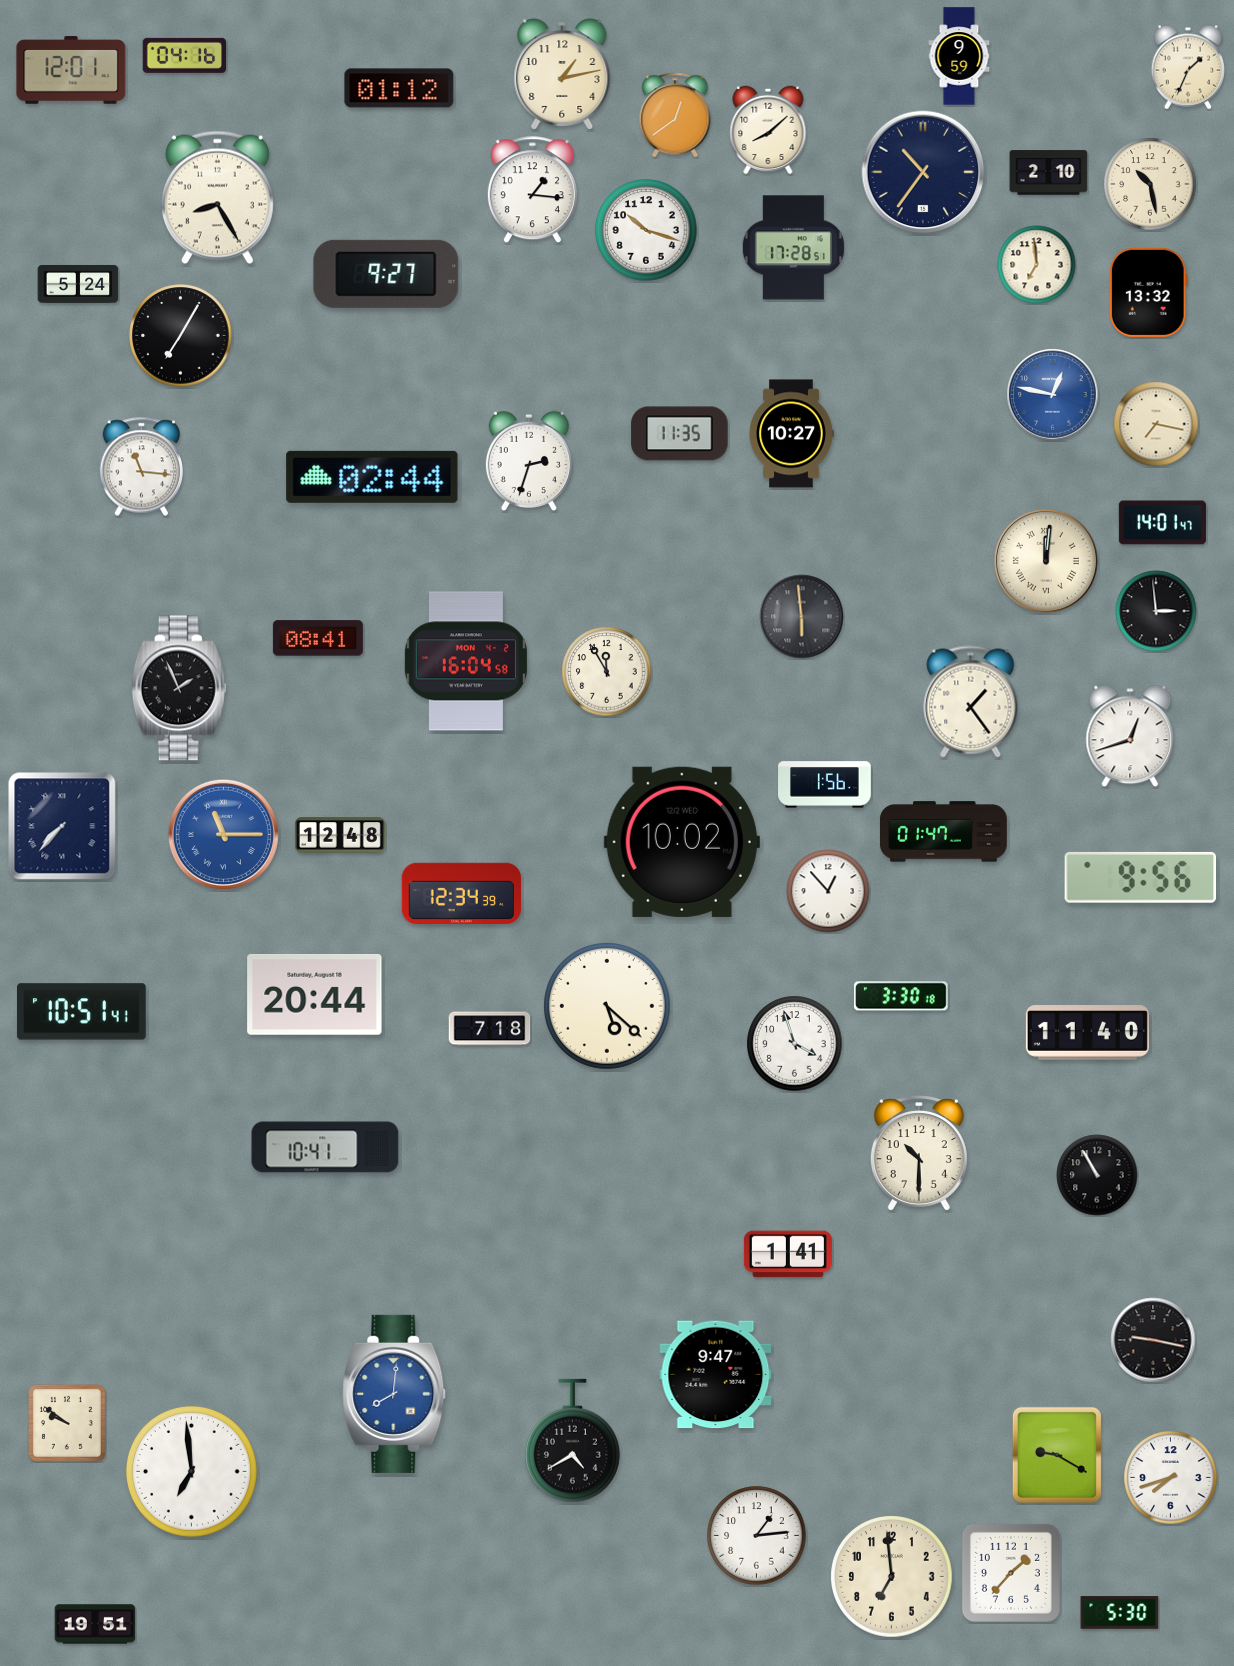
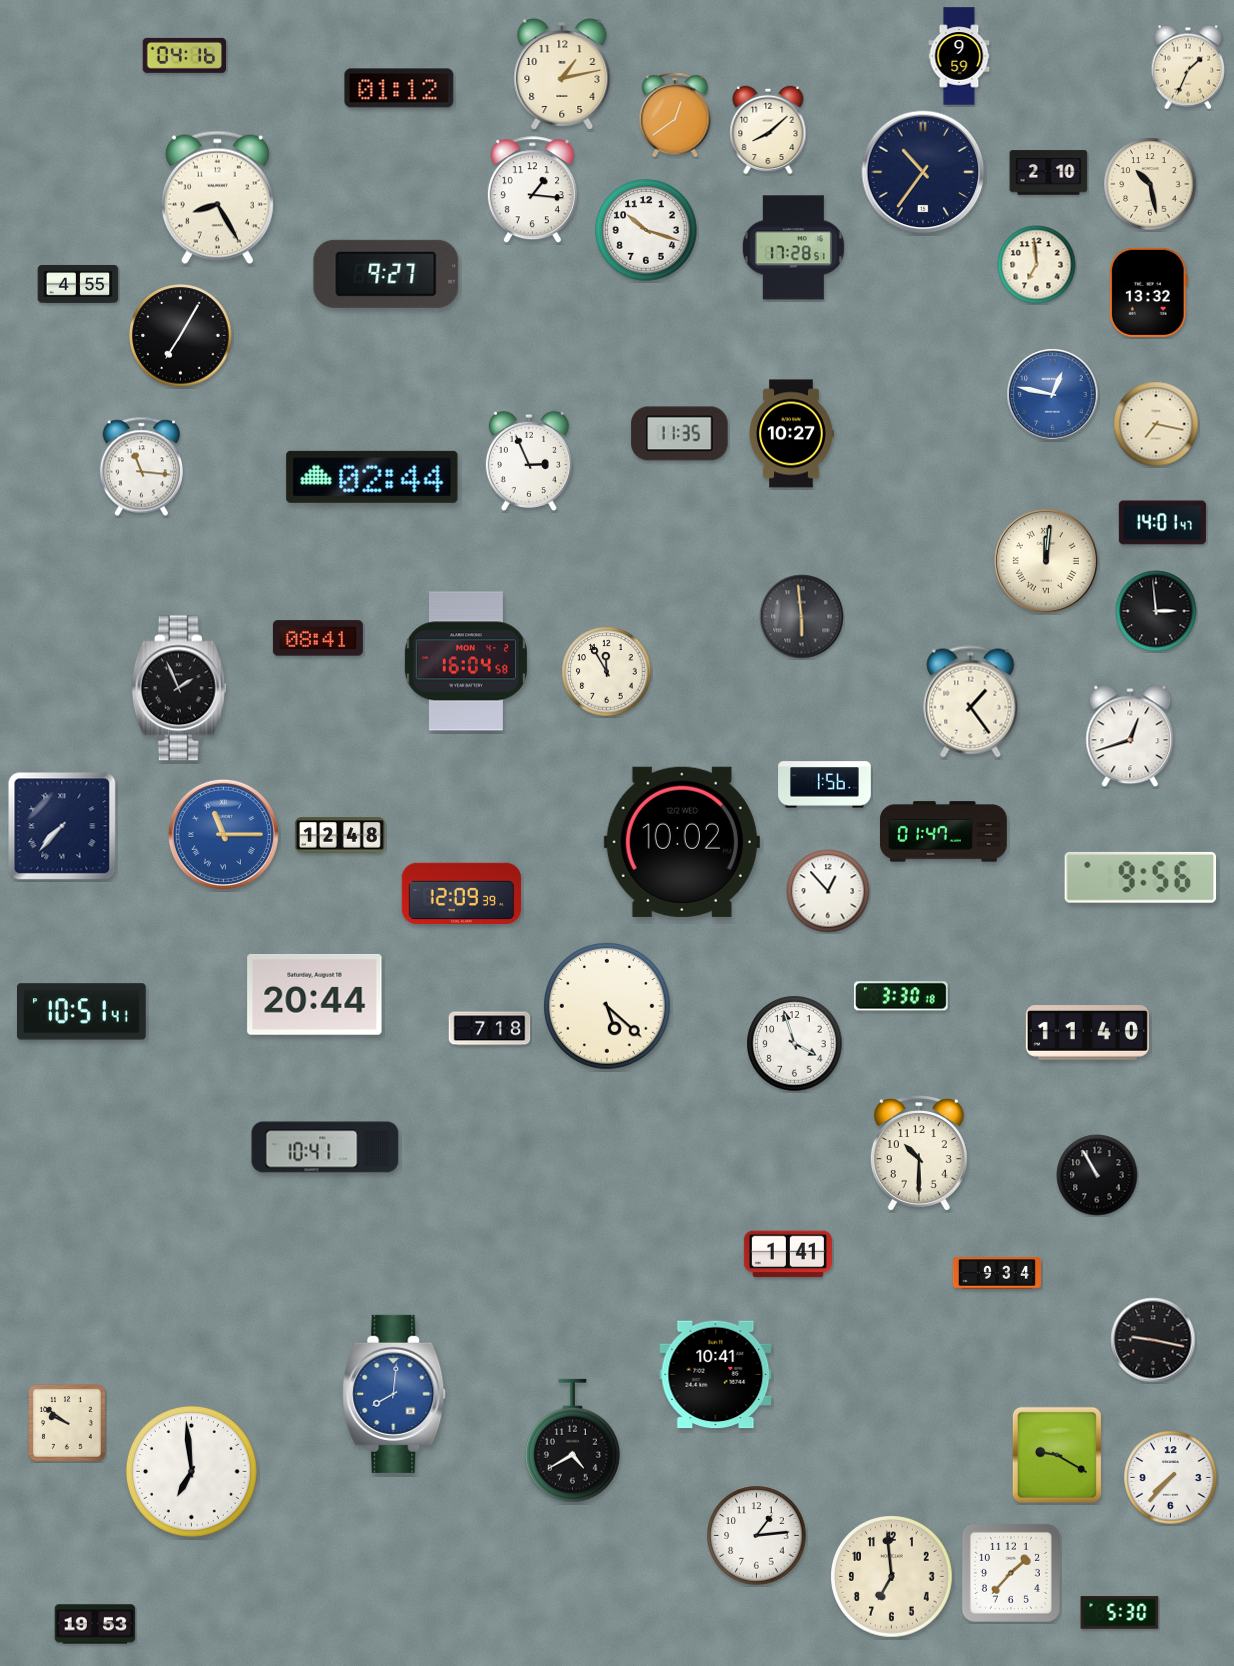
clock at (71, 70): 12:01 -> none
clock at (78, 284): 5:24 -> 4:55
clock at (529, 460): 2:33 -> 2:56
clock at (462, 893): 12:34 -> 12:09
clock at (997, 1273): none -> 9:34
clock at (716, 1375): 9:47 -> 10:41
clock at (1171, 1478): 7:42 -> 7:37
clock at (95, 1624): 19:51 -> 19:53
